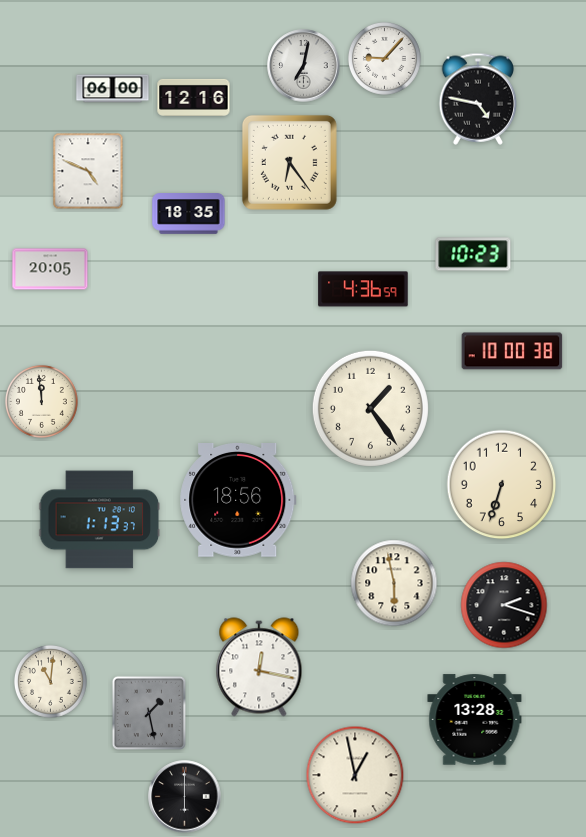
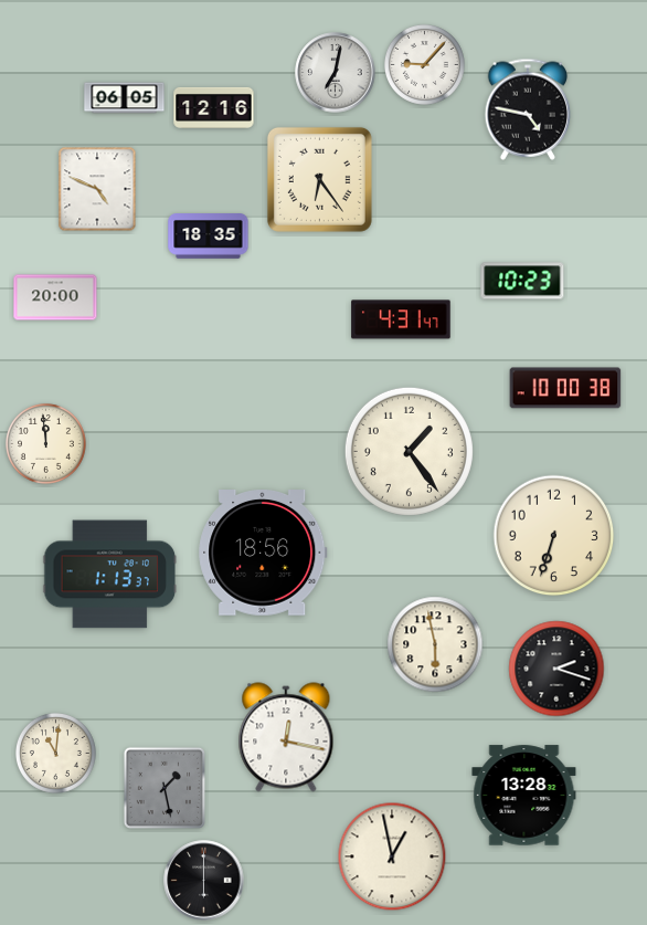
clock at (113, 89): 06:00 -> 06:05
clock at (50, 269): 20:05 -> 20:00
clock at (363, 289): 4:36 -> 4:31
